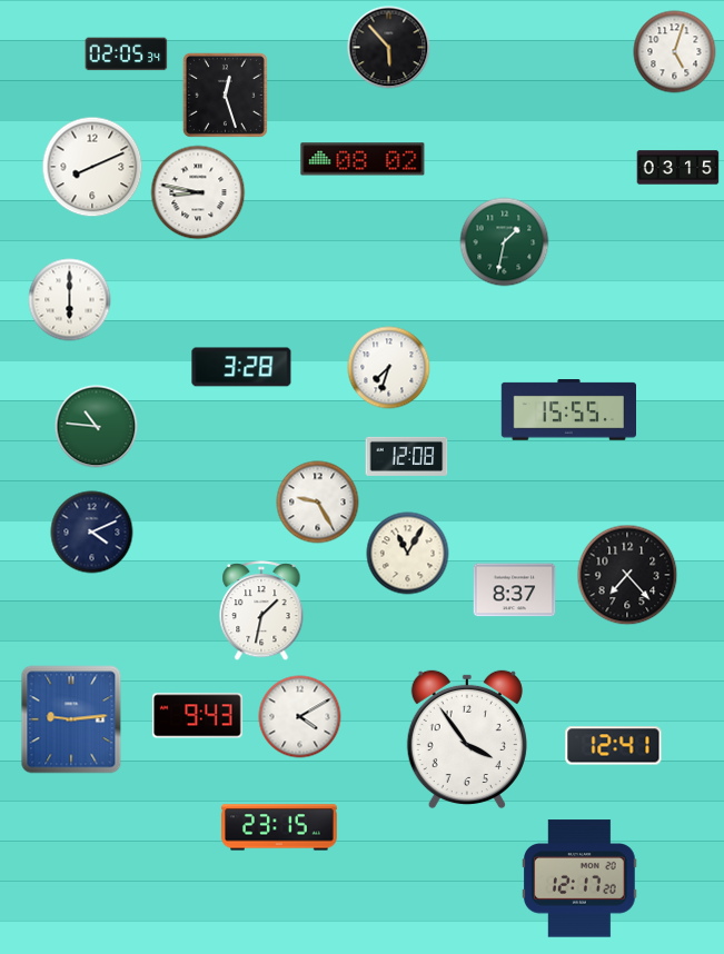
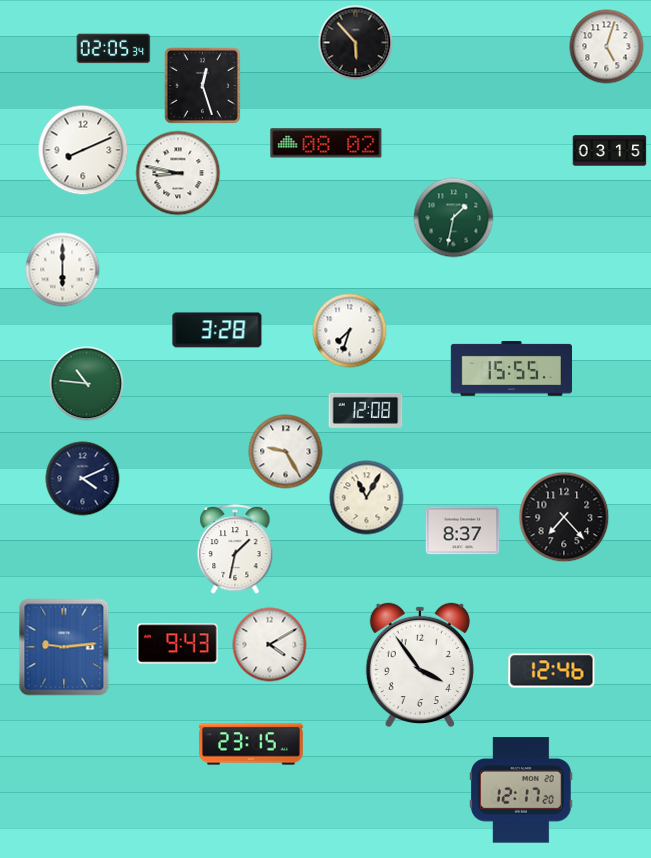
clock at (389, 48) position: (389, 48) -> (356, 43)
clock at (614, 746): 12:41 -> 12:46
